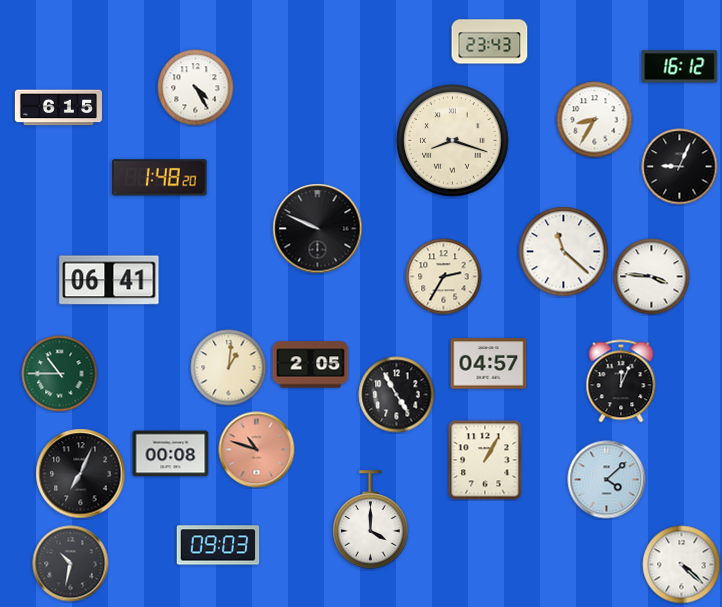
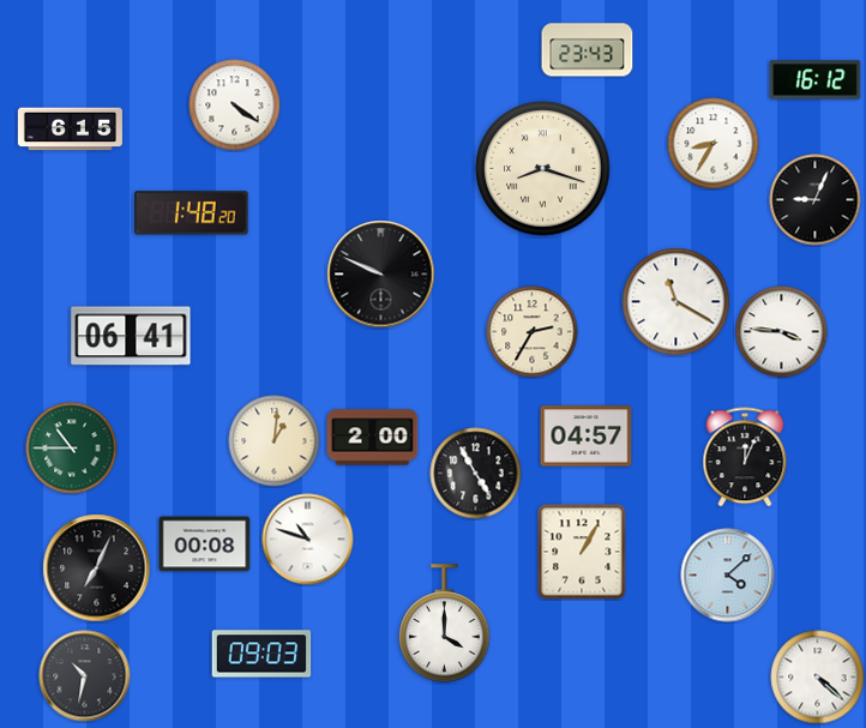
clock at (196, 88): 4:25 -> 4:21
clock at (564, 252): 11:22 -> 11:20
clock at (311, 365): 2:05 -> 2:00
clock at (257, 450) dial: salmon -> white
